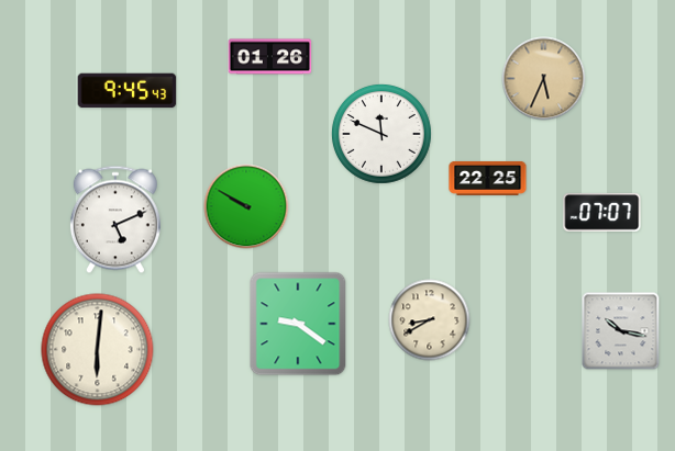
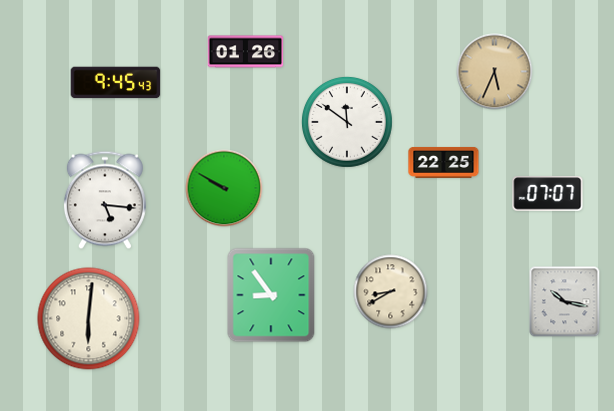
clock at (381, 134): 11:49 -> 11:51
clock at (115, 219): 5:11 -> 5:16
clock at (298, 324): 9:21 -> 8:54
